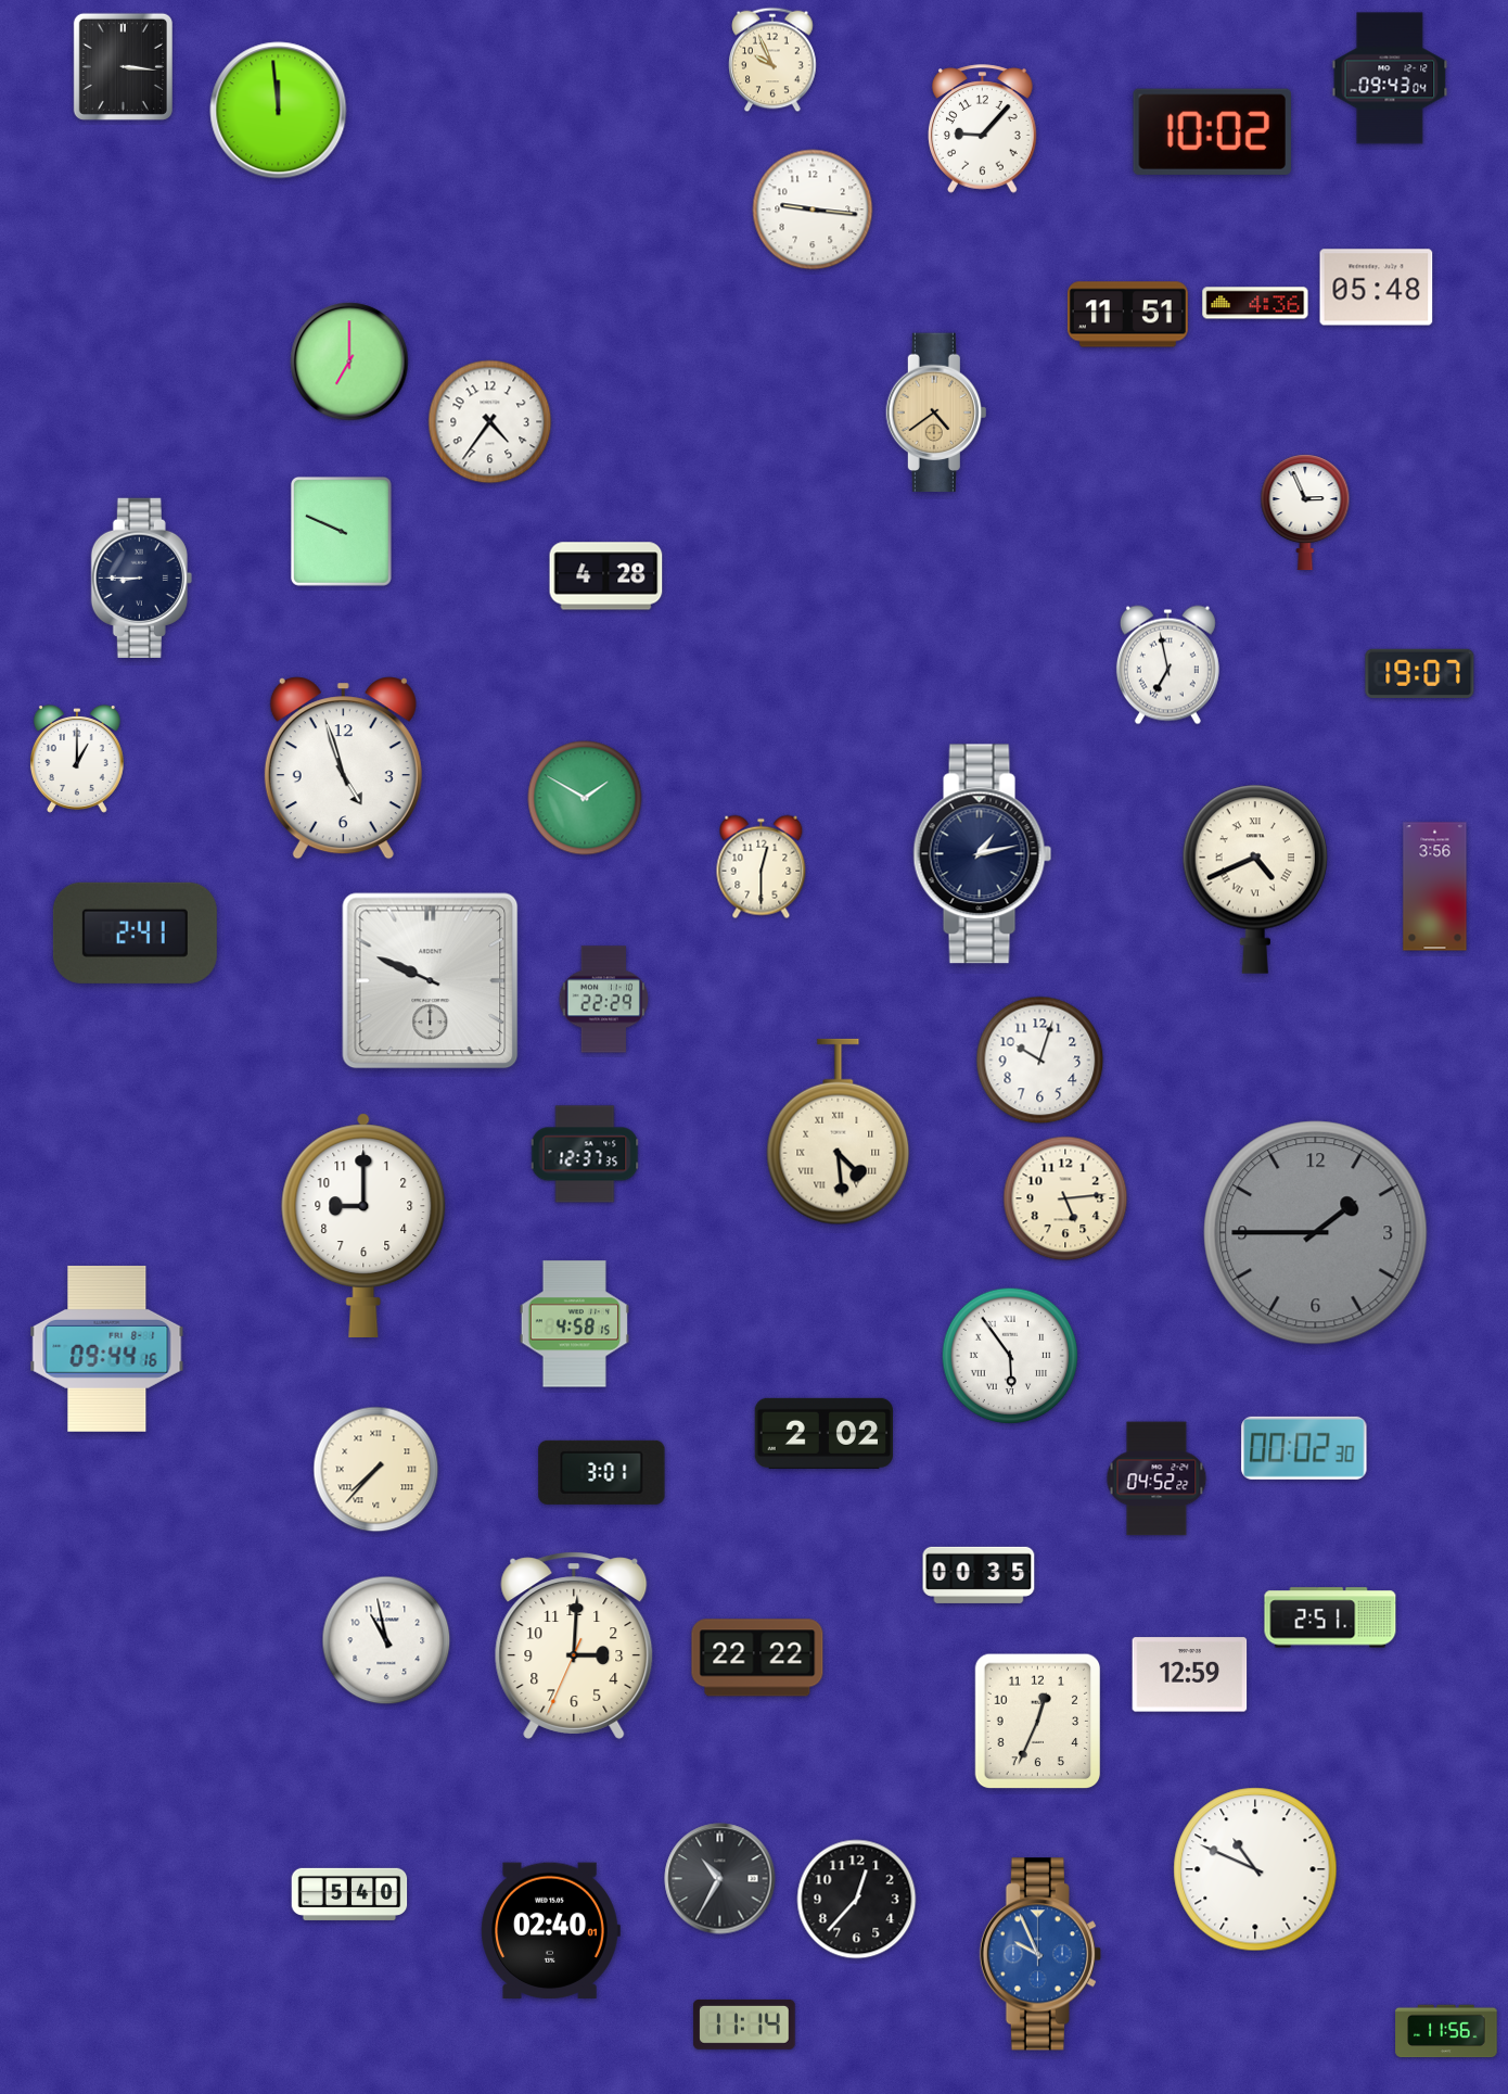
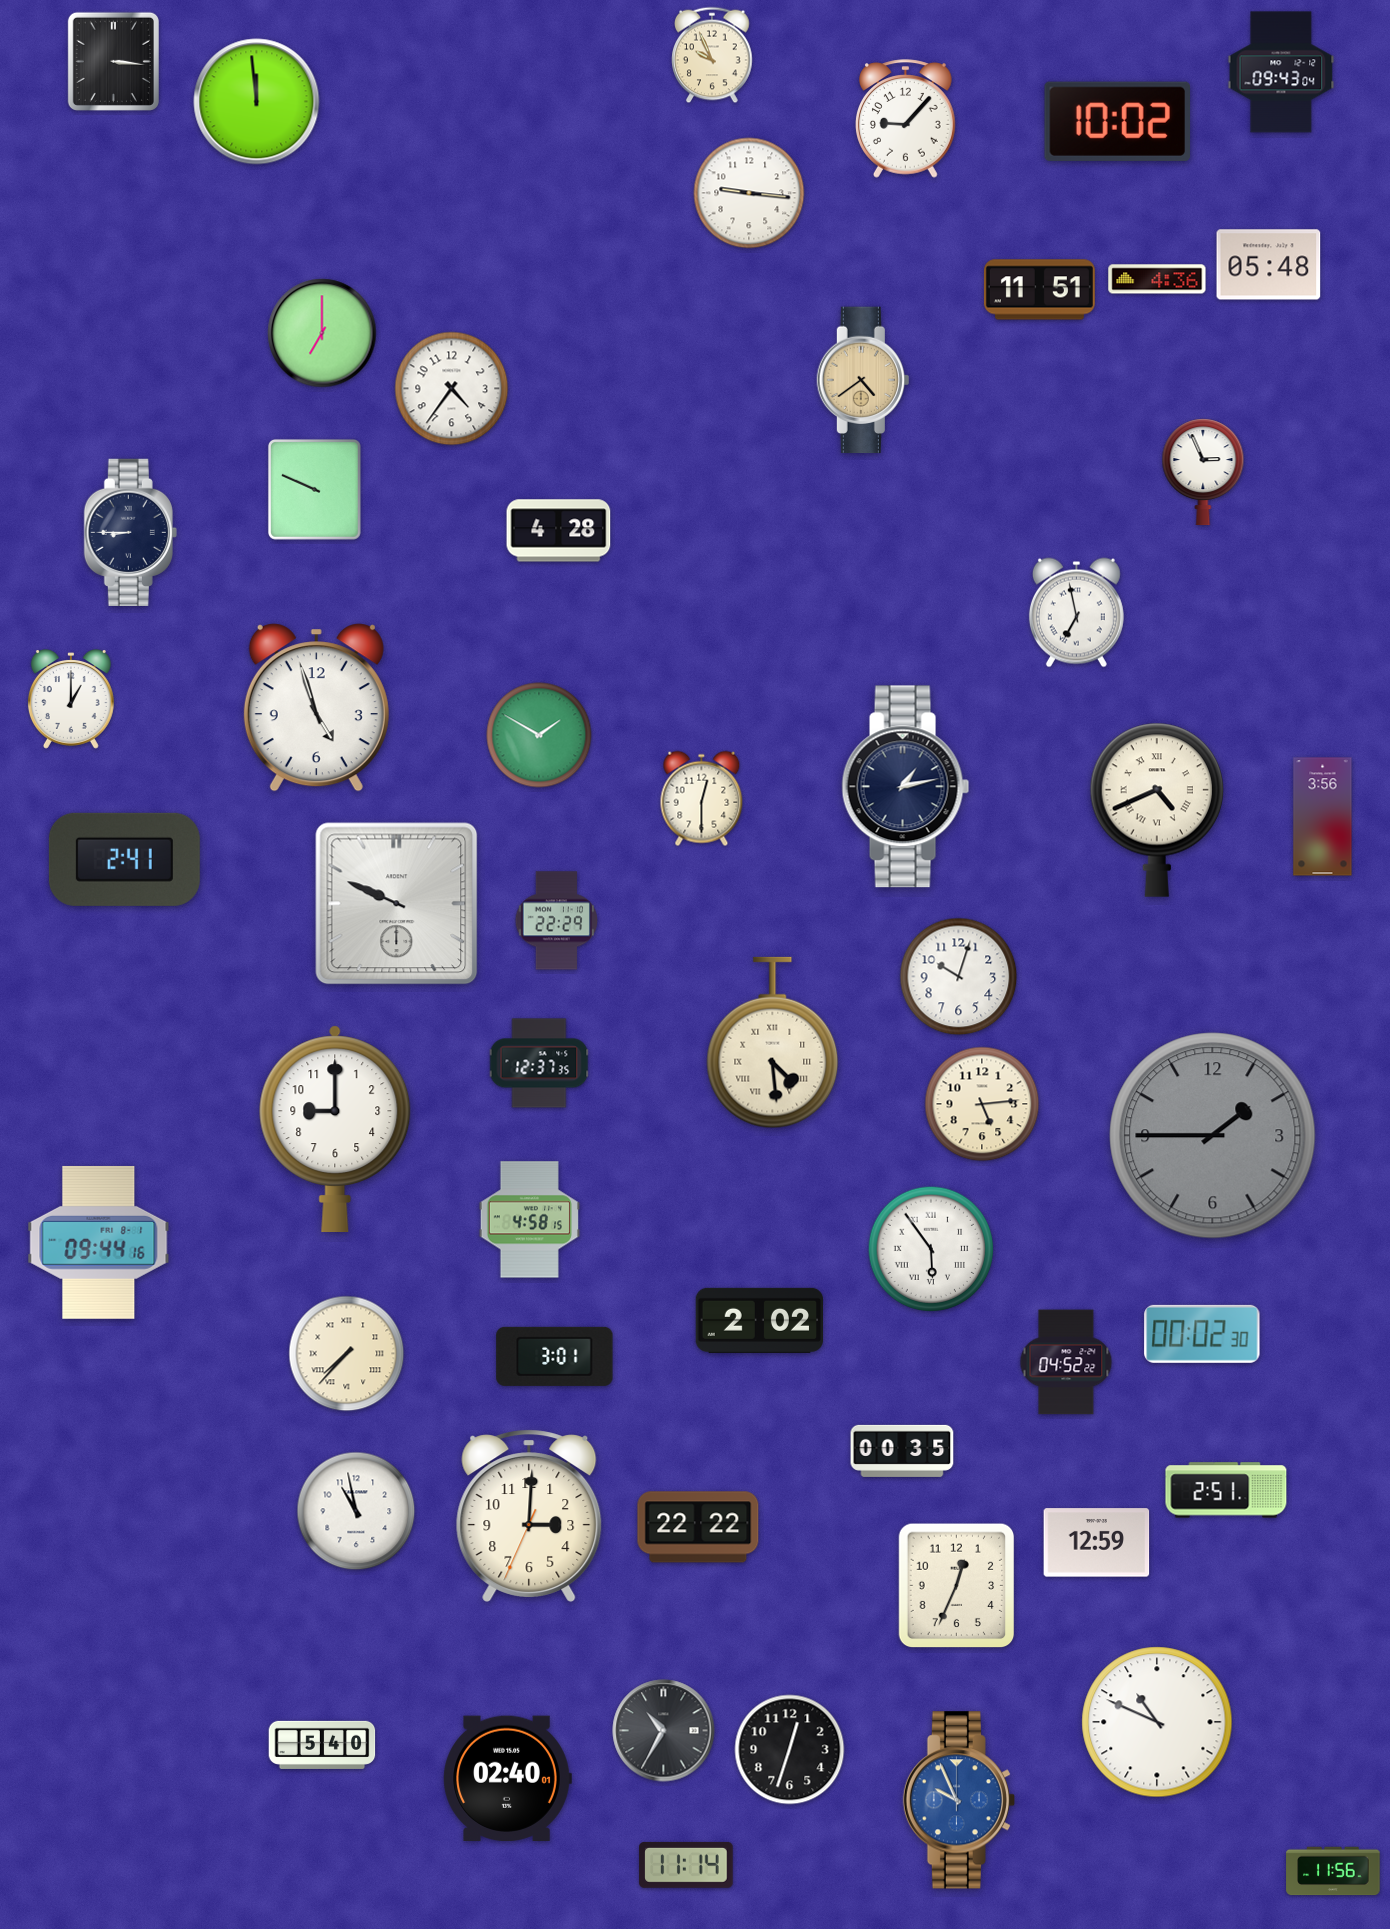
clock at (1420, 673): 19:07 -> none
clock at (857, 1900): 12:37 -> 12:33
